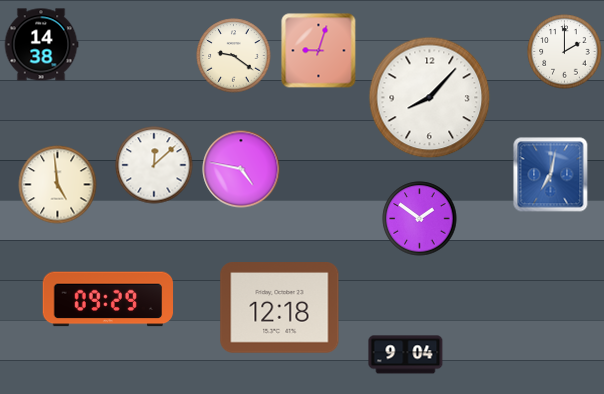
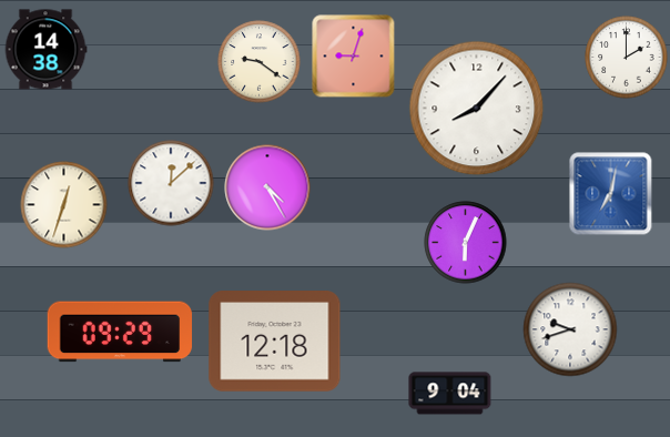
clock at (241, 169): 4:47 -> 4:25
clock at (58, 185): 4:59 -> 12:33
clock at (420, 219): 1:51 -> 6:04
clock at (570, 329): none -> 9:42
clock at (280, 308) position: (280, 308) -> (275, 342)
